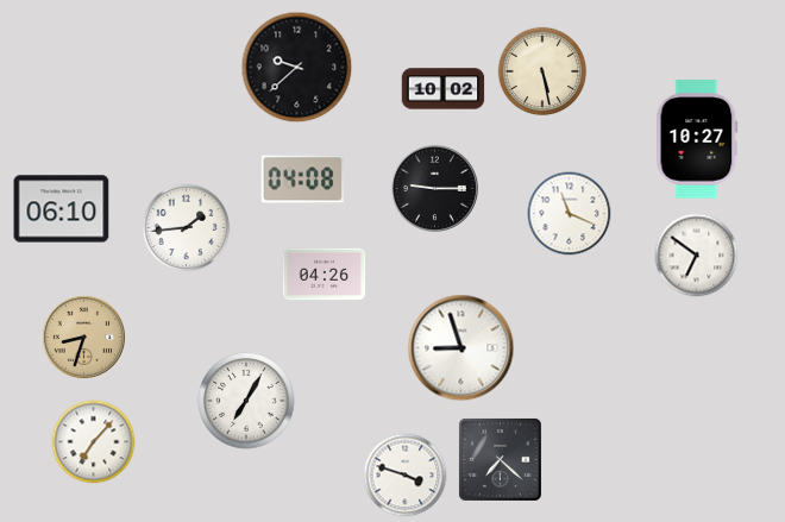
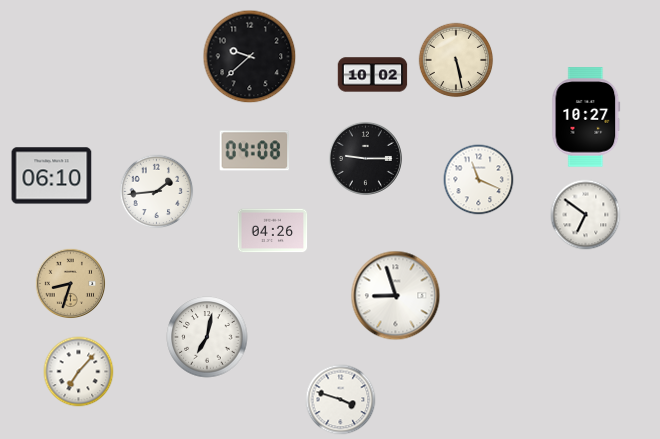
clock at (461, 348) position: (461, 348) -> (396, 296)
clock at (246, 401): 7:05 -> 7:02
clock at (500, 459): 7:22 -> none
